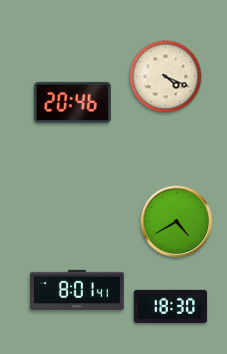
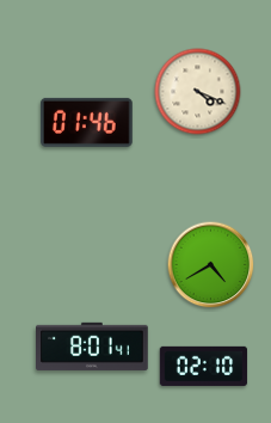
clock at (73, 102): 20:46 -> 01:46
clock at (171, 306): 18:30 -> 02:10
